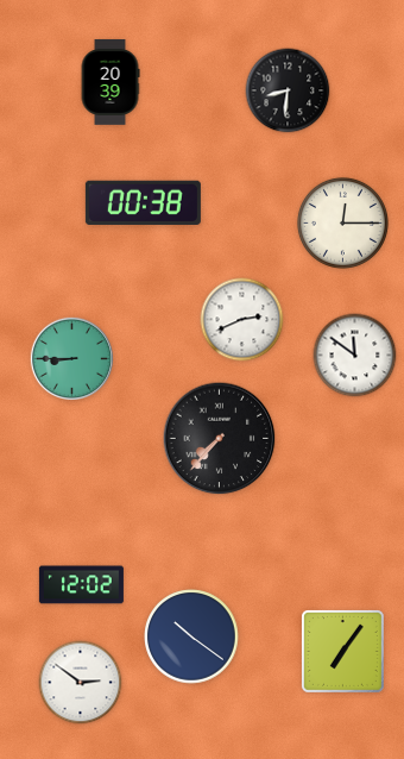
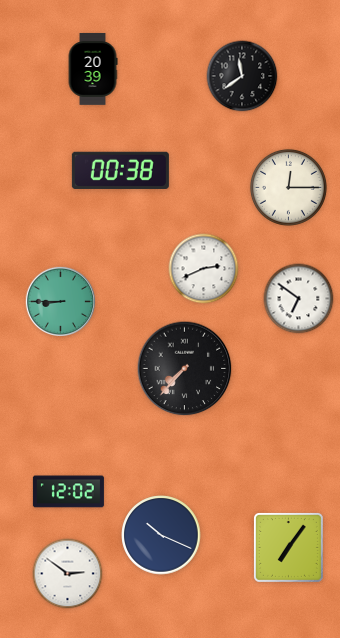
clock at (288, 90): 8:31 -> 11:39
clock at (355, 356): 11:51 -> 6:51
clock at (191, 636): 10:21 -> 10:19
